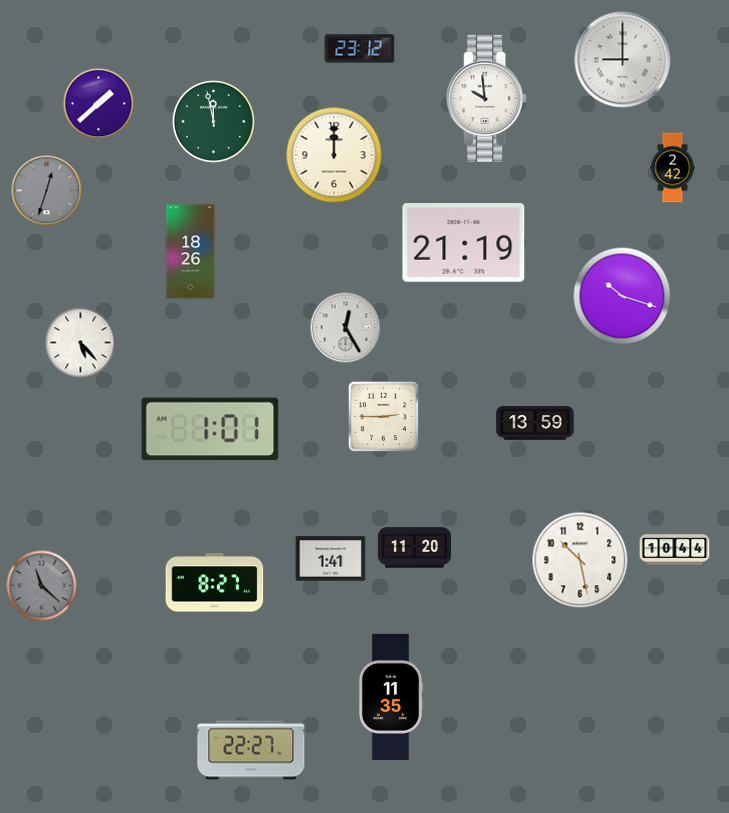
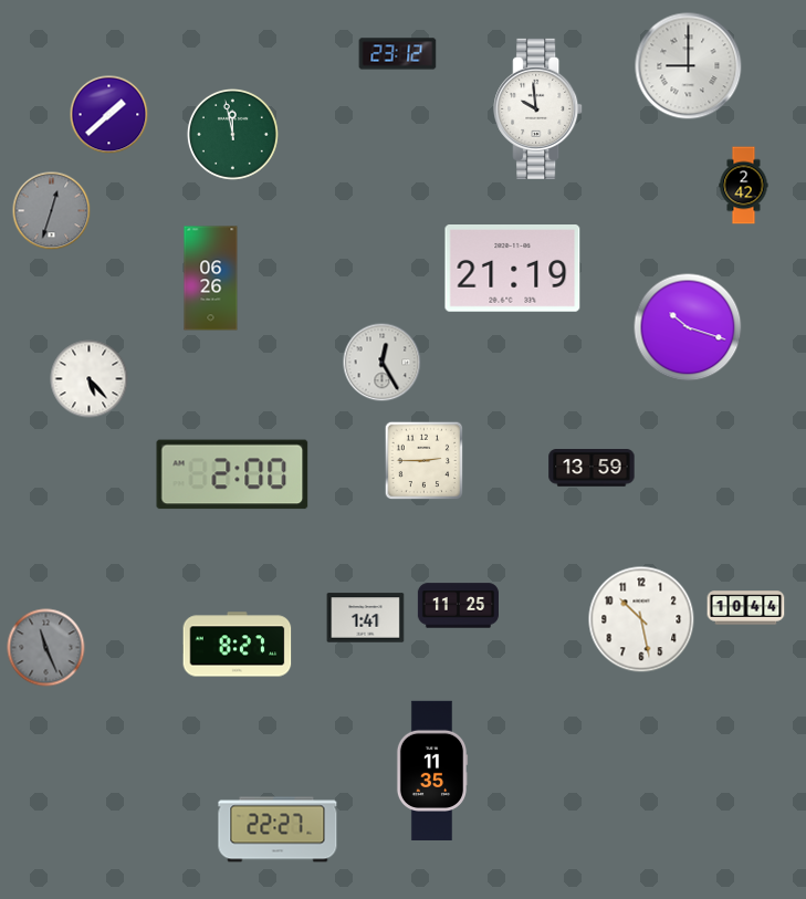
clock at (213, 121) position: (213, 121) -> (232, 134)
clock at (334, 155): 12:00 -> none
clock at (191, 252): 18:26 -> 06:26
clock at (210, 429): 1:01 -> 2:00
clock at (414, 548): 11:20 -> 11:25
clock at (42, 586): 11:22 -> 11:26
